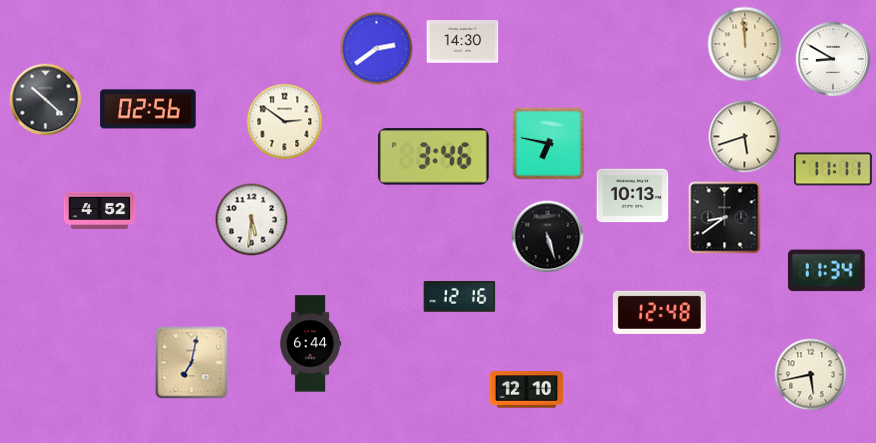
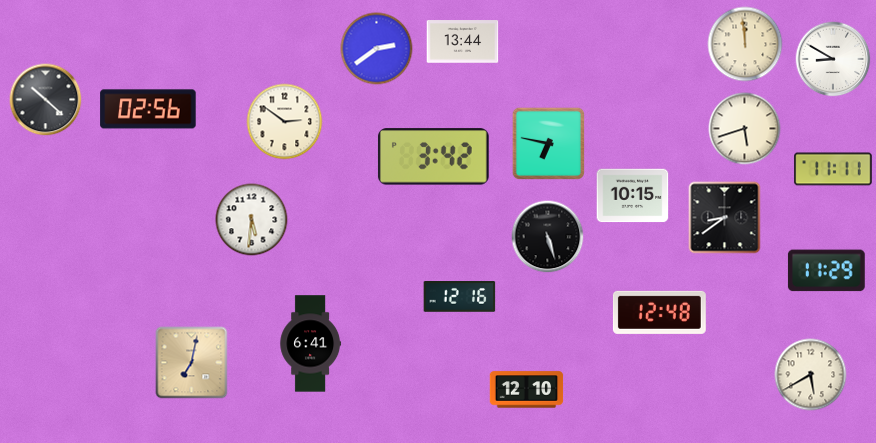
clock at (463, 42): 14:30 -> 13:44
clock at (745, 137) position: (745, 137) -> (745, 129)
clock at (433, 157): 3:46 -> 3:42
clock at (633, 196): 10:13 -> 10:15
clock at (100, 210): 4:52 -> none
clock at (826, 271): 11:34 -> 11:29
clock at (310, 344): 6:44 -> 6:41
clock at (811, 375): 5:43 -> 5:40
